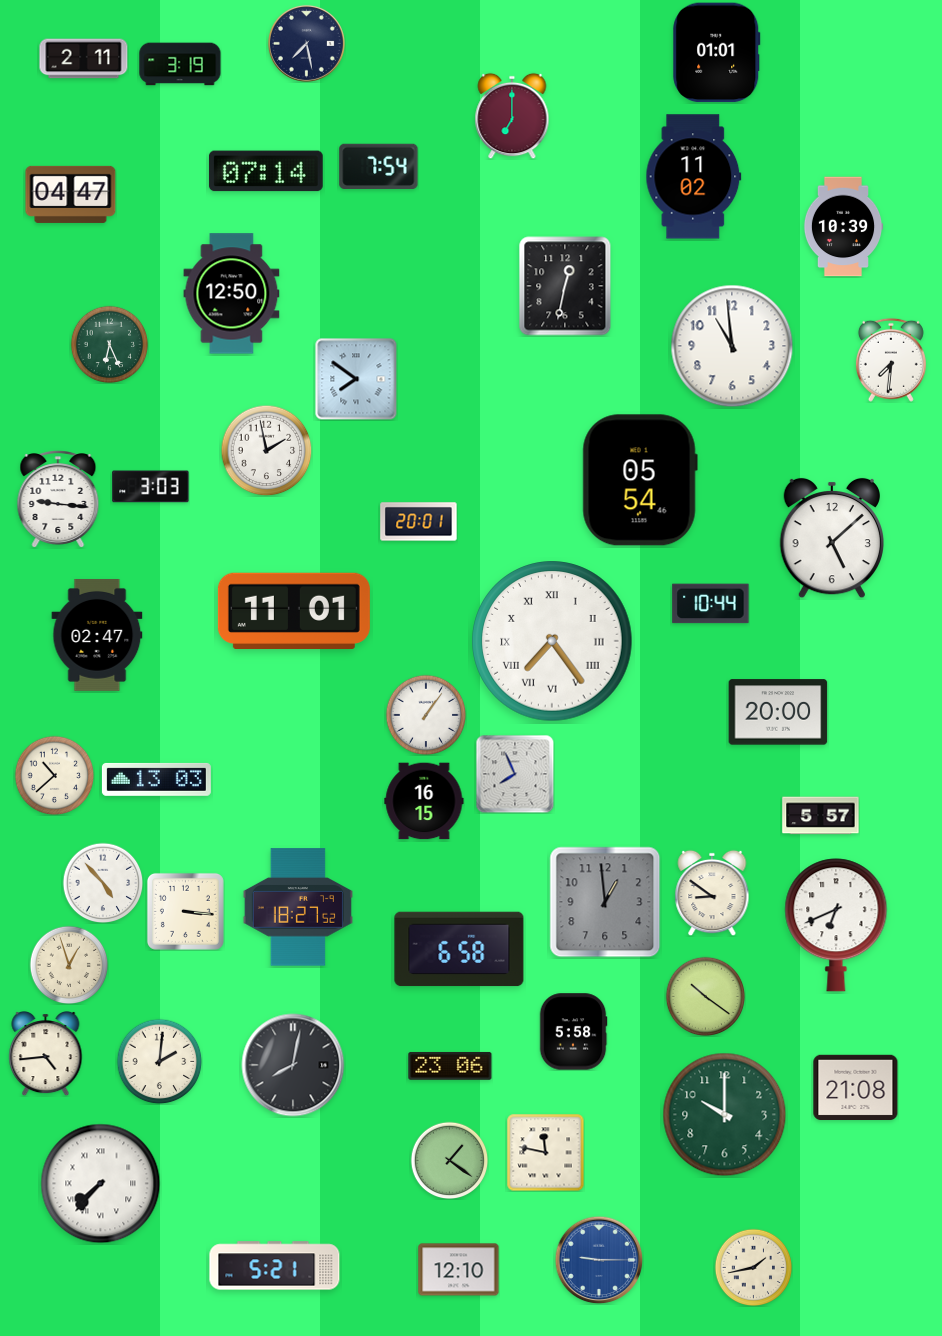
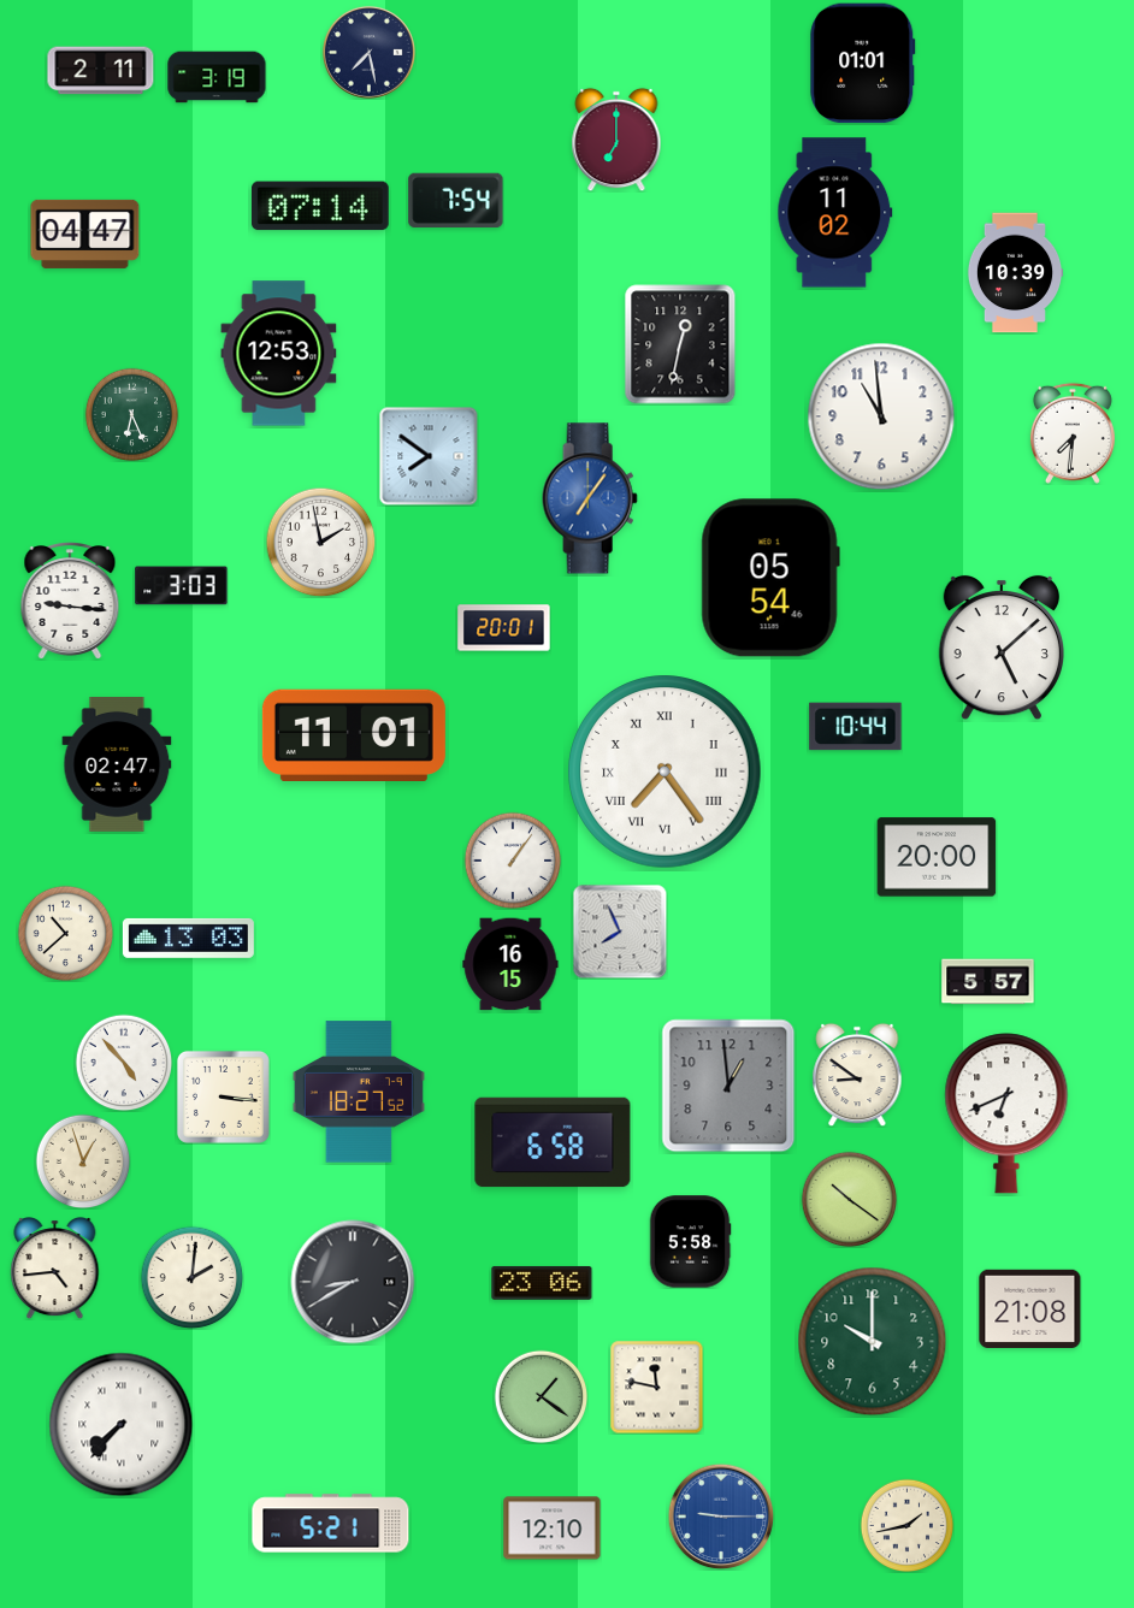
clock at (232, 294): 12:50 -> 12:53
clock at (590, 498): none -> 7:06
clock at (293, 1065): 8:02 -> 8:40
